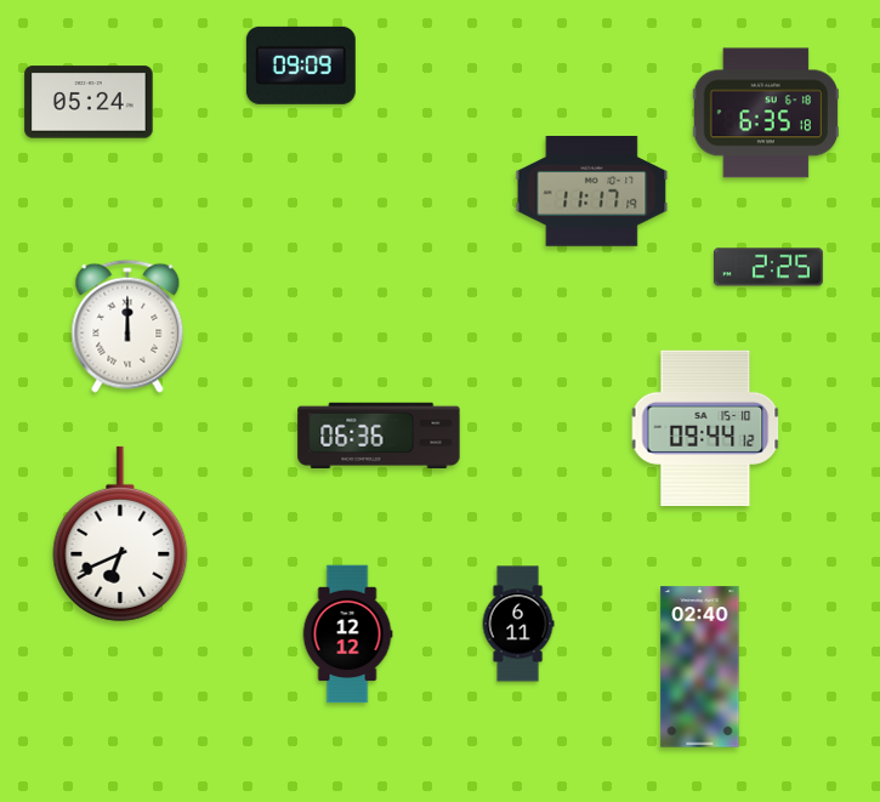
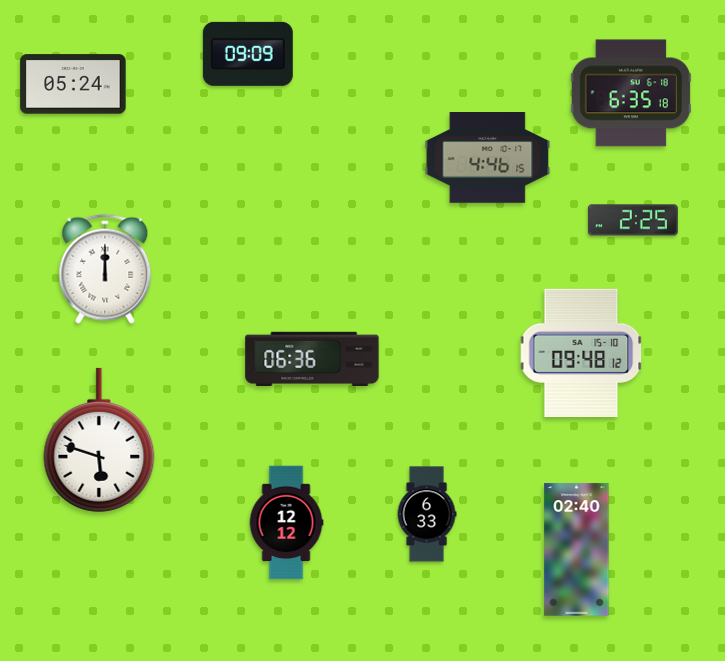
clock at (592, 192): 11:17 -> 4:46
clock at (705, 428): 09:44 -> 09:48
clock at (120, 534): 6:41 -> 5:48
clock at (518, 624): 6:11 -> 6:33
